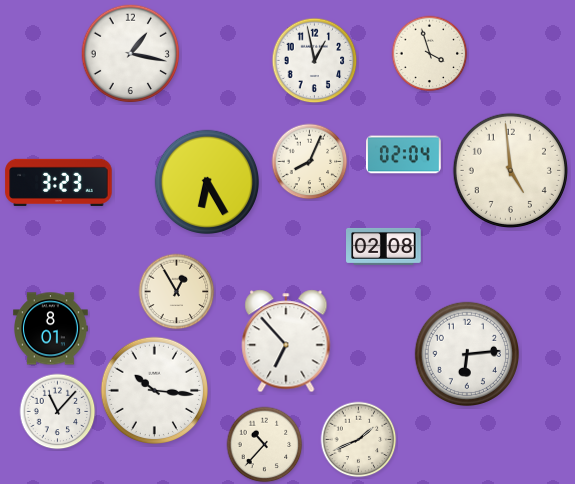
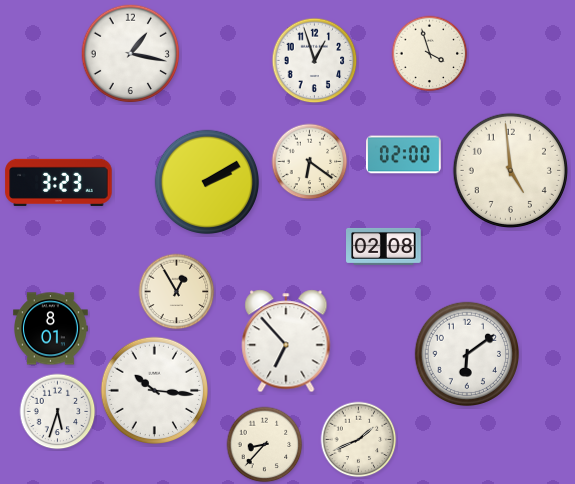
clock at (315, 61): 12:58 -> 12:57
clock at (404, 155): 02:04 -> 02:00
clock at (310, 162): 8:04 -> 6:21
clock at (207, 182): 6:25 -> 2:10
clock at (467, 354): 6:14 -> 6:09
clock at (58, 412): 11:07 -> 5:33
clock at (265, 445): 10:37 -> 8:37
